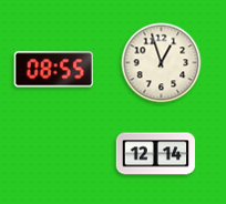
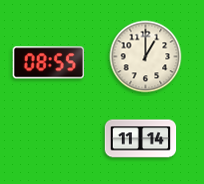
clock at (162, 63): 12:57 -> 1:00
clock at (156, 154): 12:14 -> 11:14
